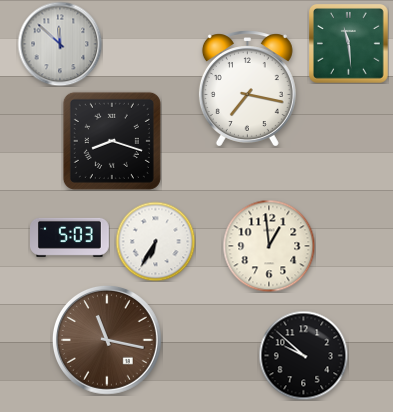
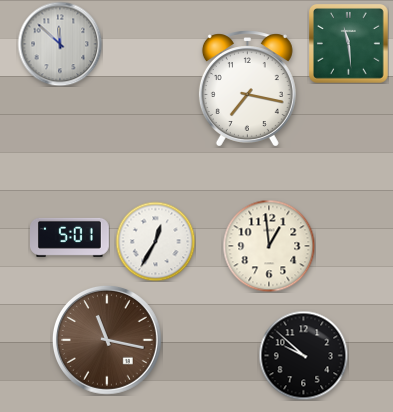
clock at (112, 141): 8:18 -> none
clock at (70, 237): 5:03 -> 5:01
clock at (155, 241): 6:35 -> 12:35
